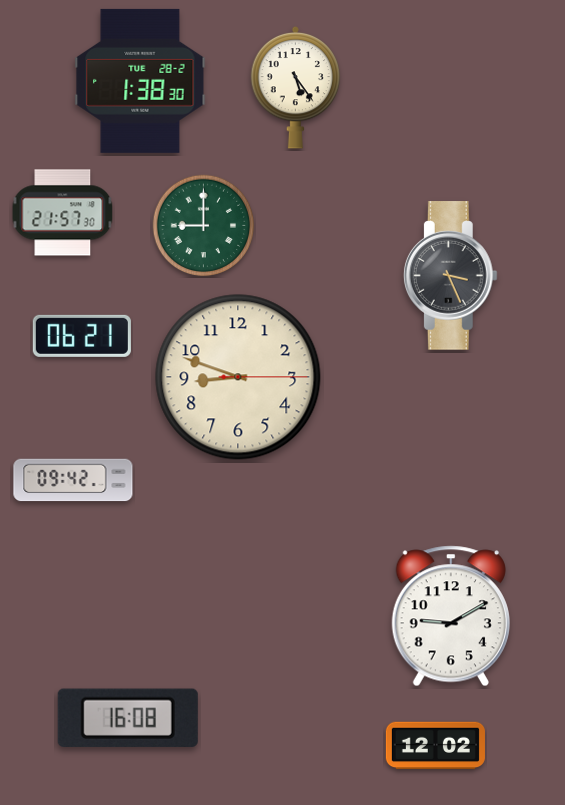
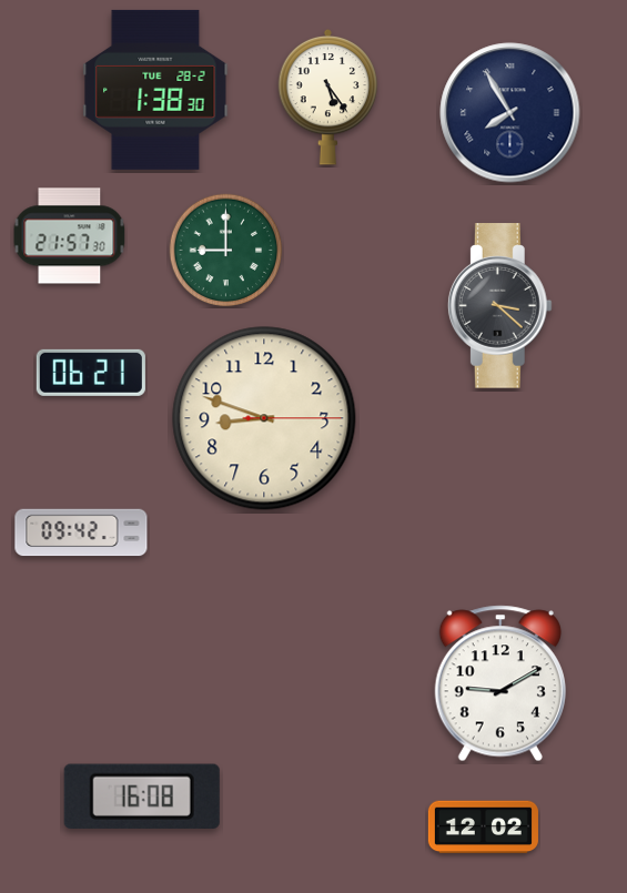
clock at (510, 113): none -> 7:55
clock at (450, 276): 3:26 -> 3:22
